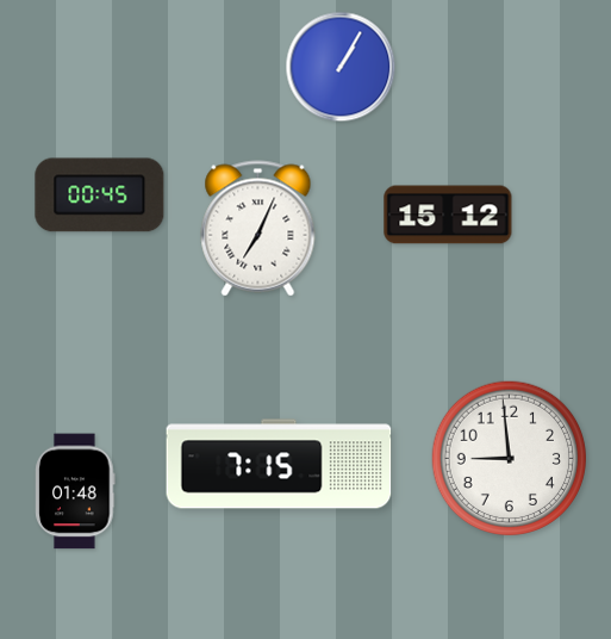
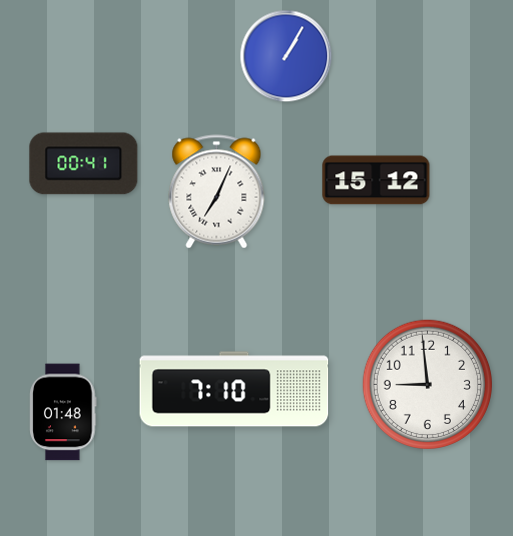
clock at (100, 196): 00:45 -> 00:41
clock at (279, 464): 7:15 -> 7:10
